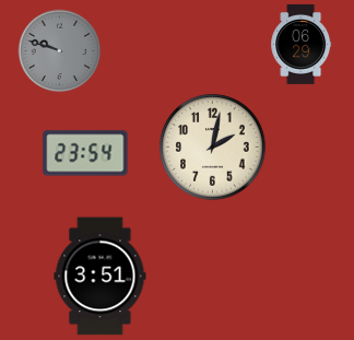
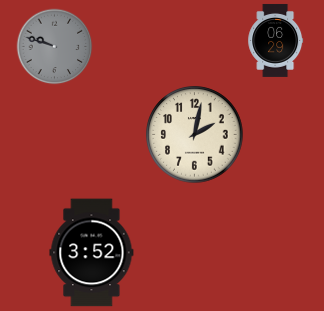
clock at (85, 153): 23:54 -> none
clock at (101, 277): 3:51 -> 3:52
